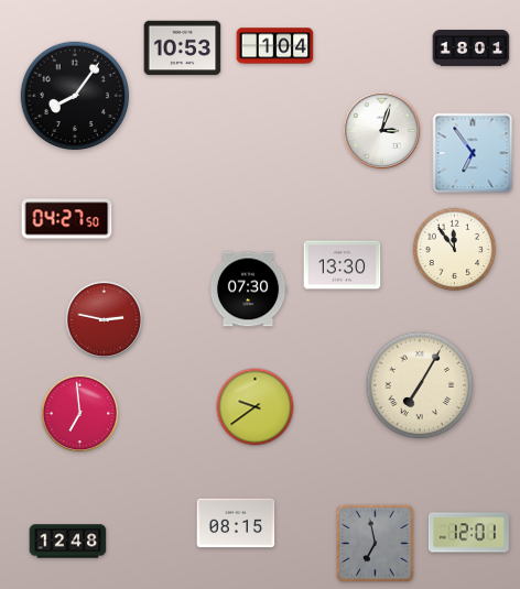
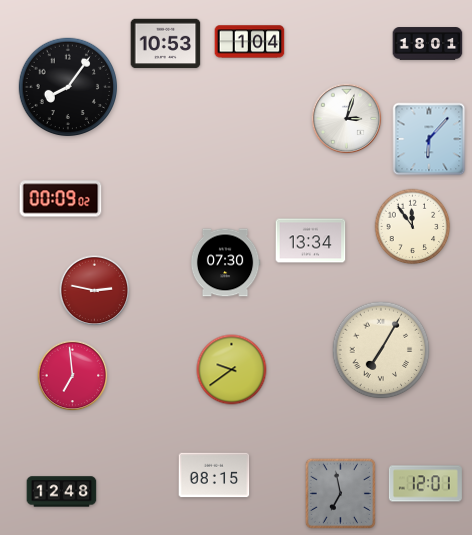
clock at (473, 153): 6:54 -> 6:07
clock at (67, 219): 04:27 -> 00:09
clock at (343, 265): 13:30 -> 13:34
